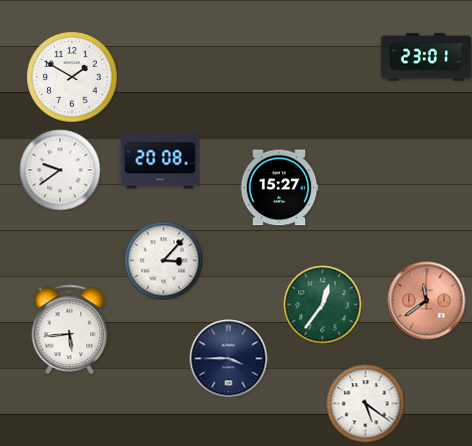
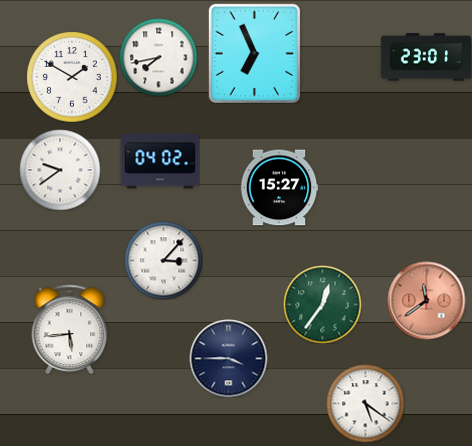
clock at (254, 53): none -> 6:56
clock at (158, 57): none -> 7:43
clock at (160, 161): 20:08 -> 04:02
